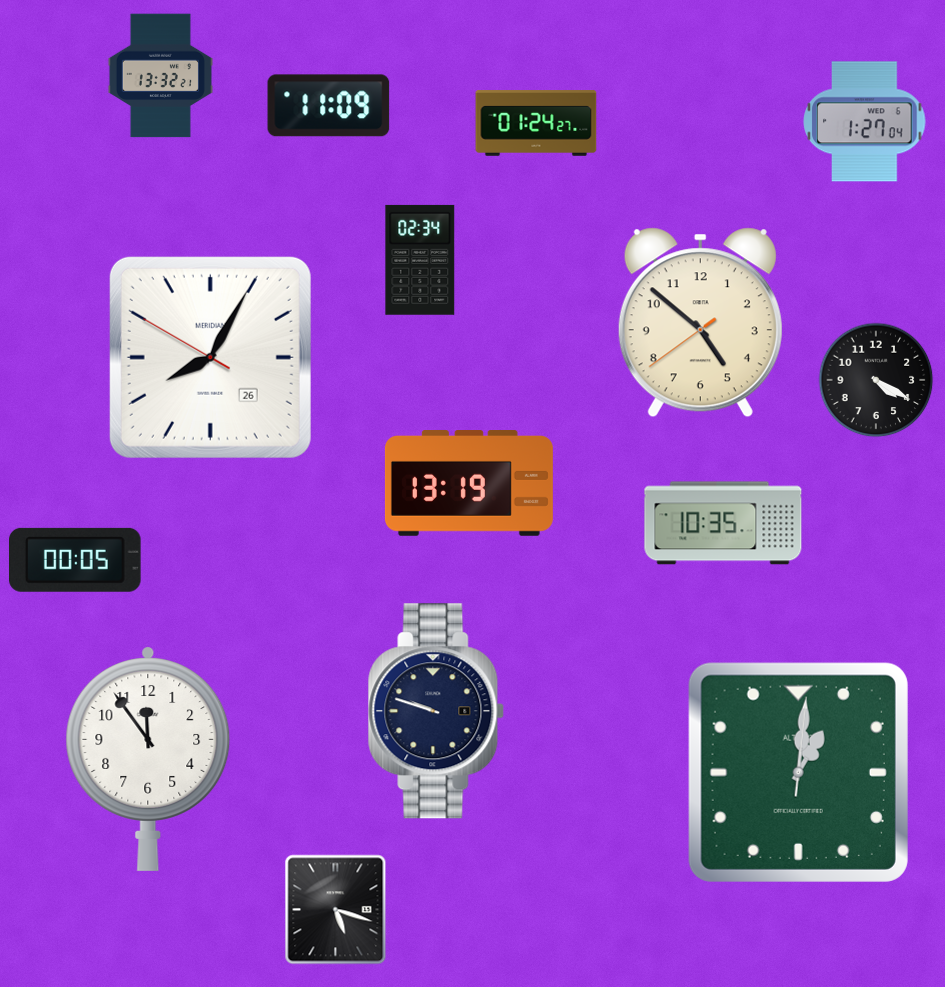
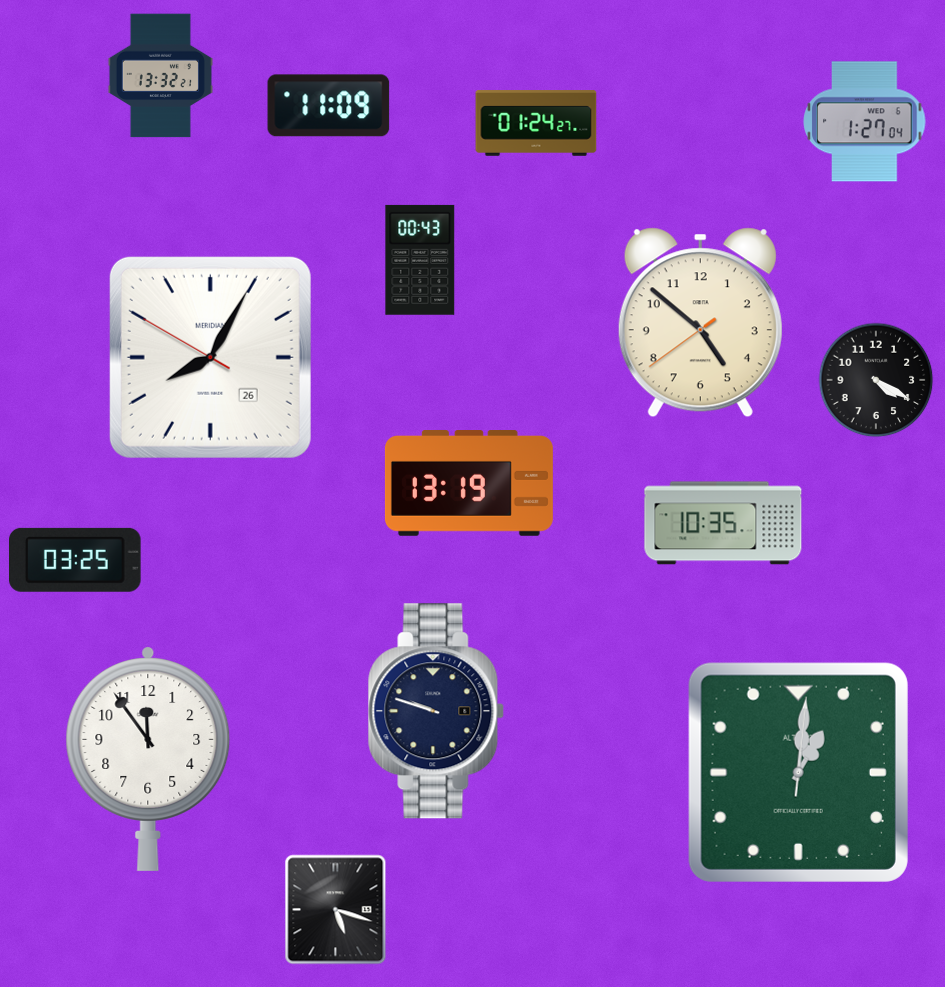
clock at (420, 260): 02:34 -> 00:43
clock at (76, 560): 00:05 -> 03:25
